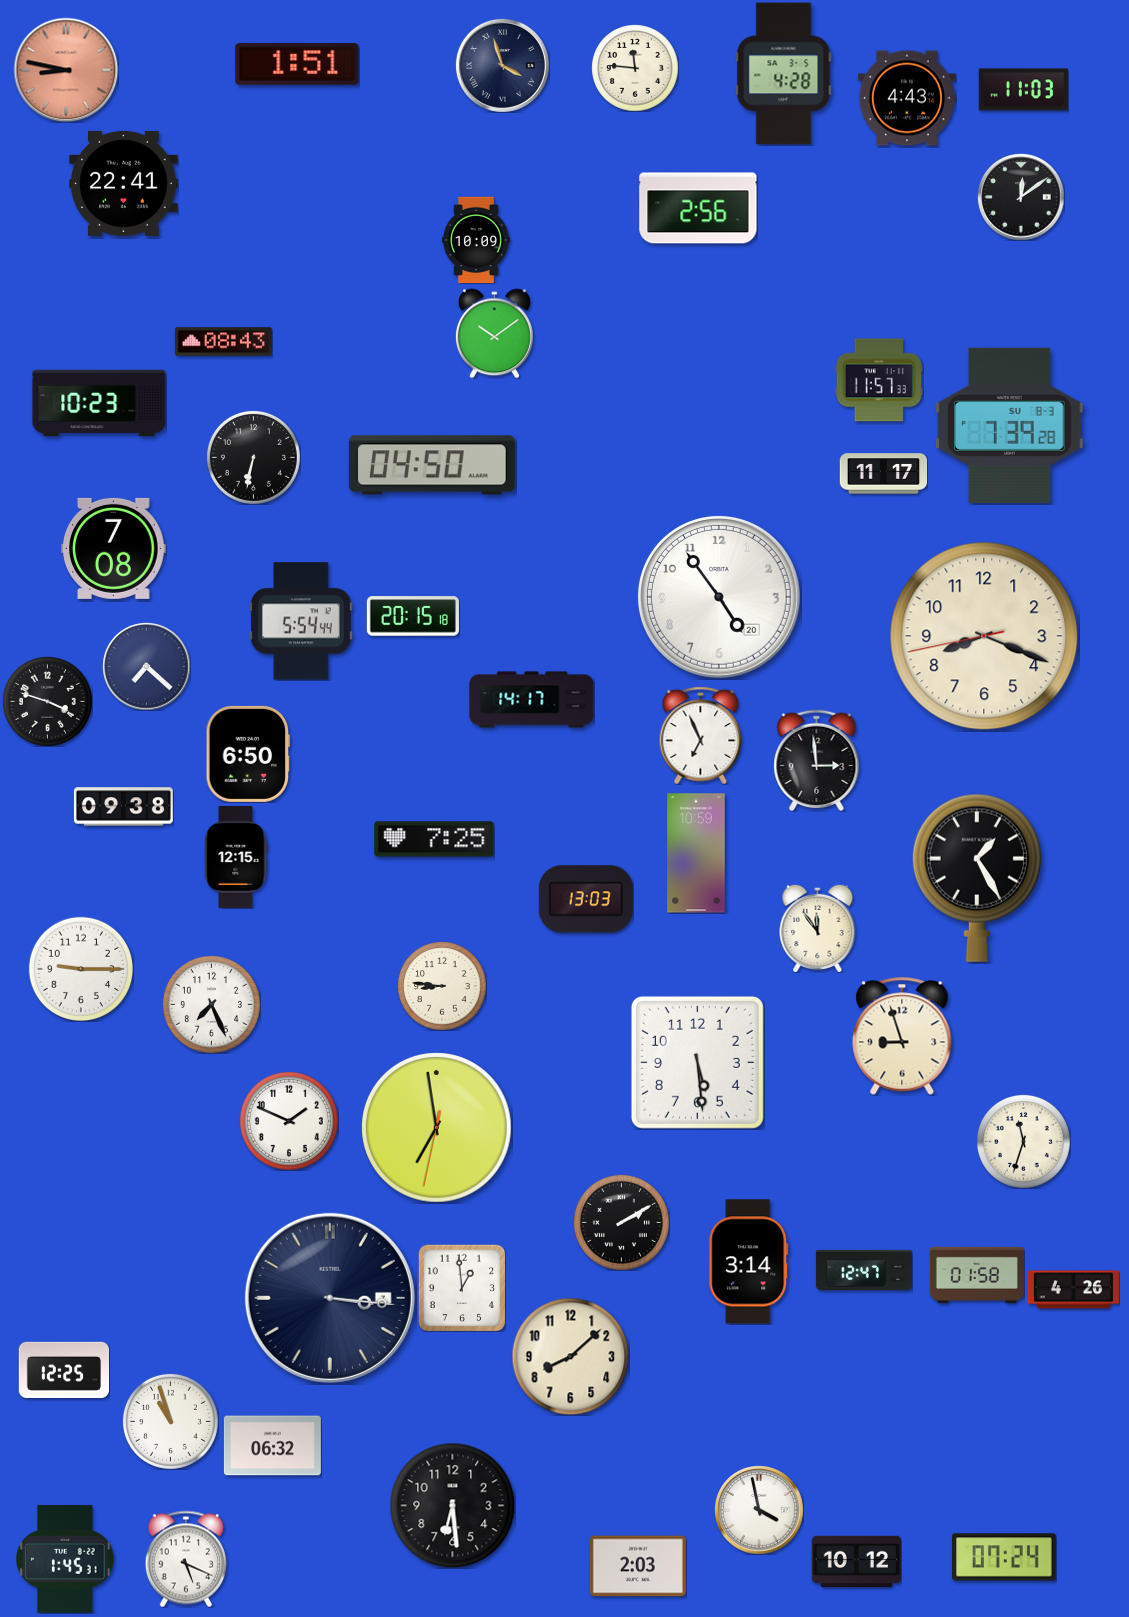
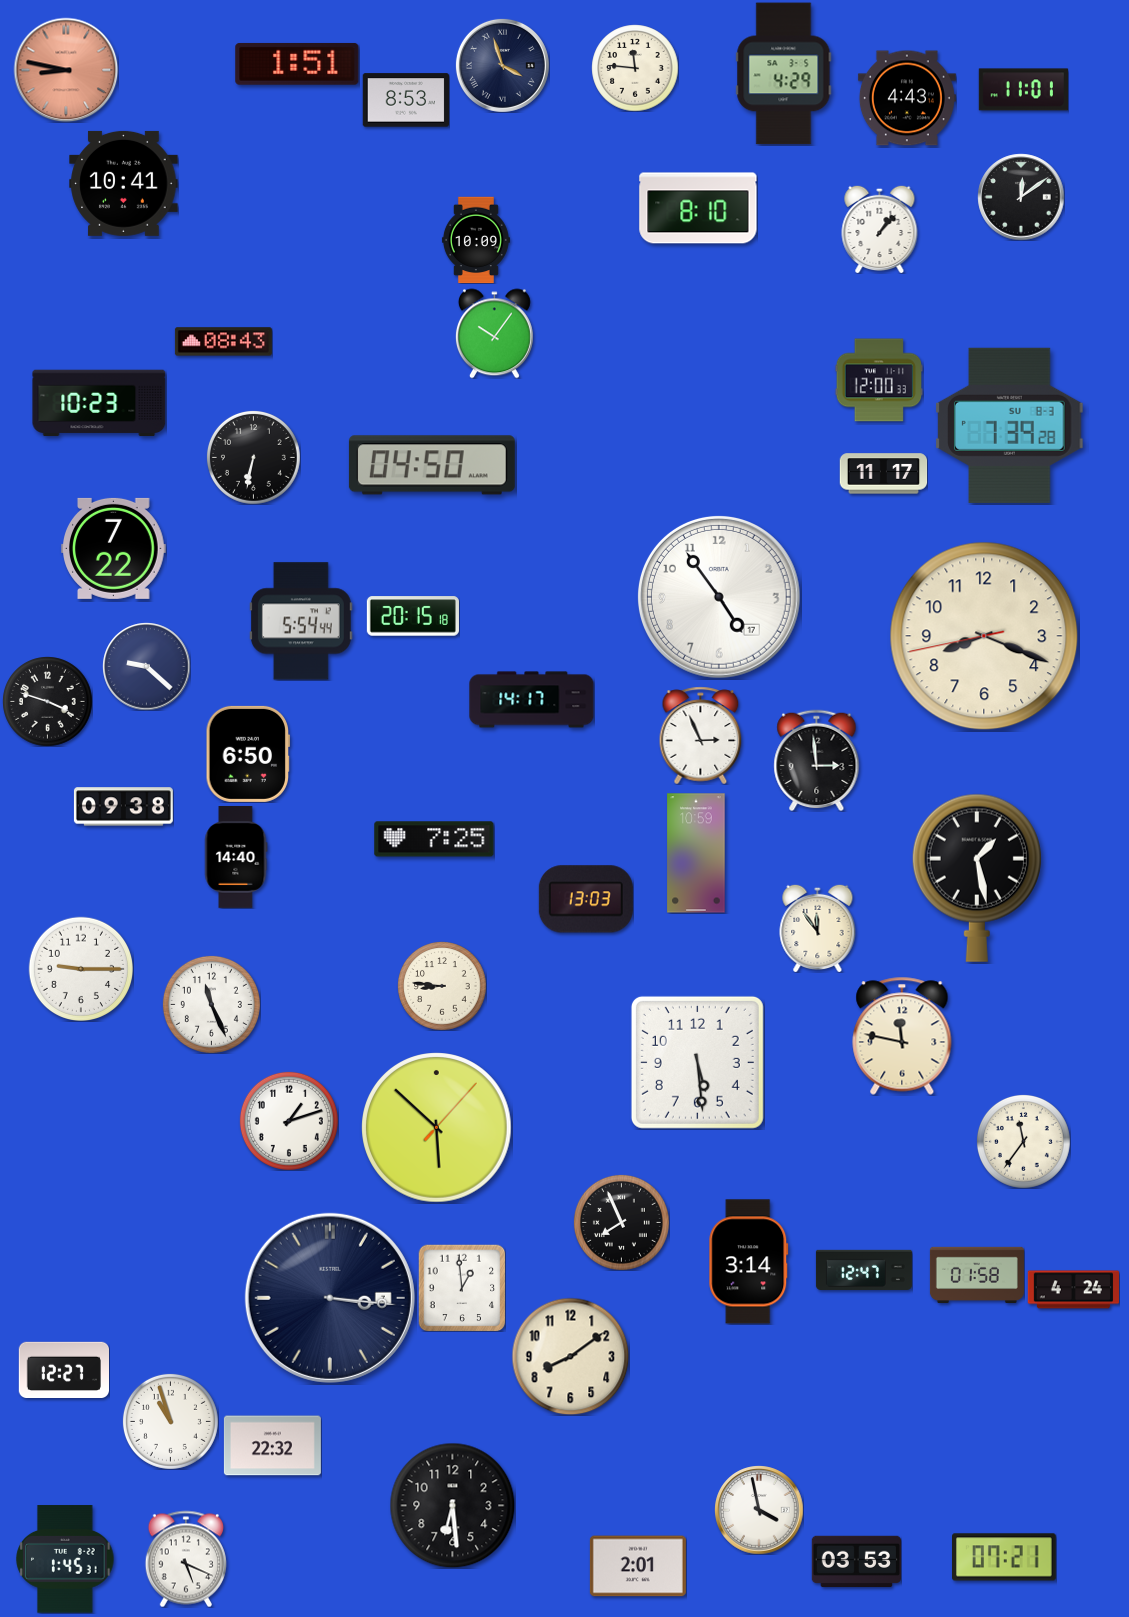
clock at (784, 74): 4:28 -> 4:29
clock at (1023, 90): 11:03 -> 11:01
clock at (406, 100): none -> 8:53
clock at (124, 183): 22:41 -> 10:41
clock at (698, 208): 2:56 -> 8:10
clock at (880, 229): none -> 1:07
clock at (494, 333): 10:09 -> 10:06
clock at (878, 380): 11:57 -> 12:00
clock at (114, 548): 7:08 -> 7:22
clock at (720, 598) date: 20 -> 17
clock at (146, 666): 7:22 -> 9:22
clock at (701, 735): 6:56 -> 2:56
clock at (236, 858): 12:15 -> 14:40
clock at (977, 878): 1:25 -> 1:28
clock at (211, 1004): 7:26 -> 11:26
clock at (902, 1036): 8:57 -> 11:47
clock at (289, 1121): 1:49 -> 1:12
clock at (437, 1128): 6:58 -> 5:52
clock at (1023, 1141): 11:33 -> 11:36
clock at (621, 1222): 2:10 -> 7:56
clock at (1073, 1290): 4:26 -> 4:24
clock at (570, 1356): 8:08 -> 8:09
clock at (63, 1369): 12:25 -> 12:27
clock at (272, 1446): 06:32 -> 22:32
clock at (1005, 1557): 07:24 -> 07:21
clock at (856, 1562): 10:12 -> 03:53
clock at (638, 1566): 2:03 -> 2:01
